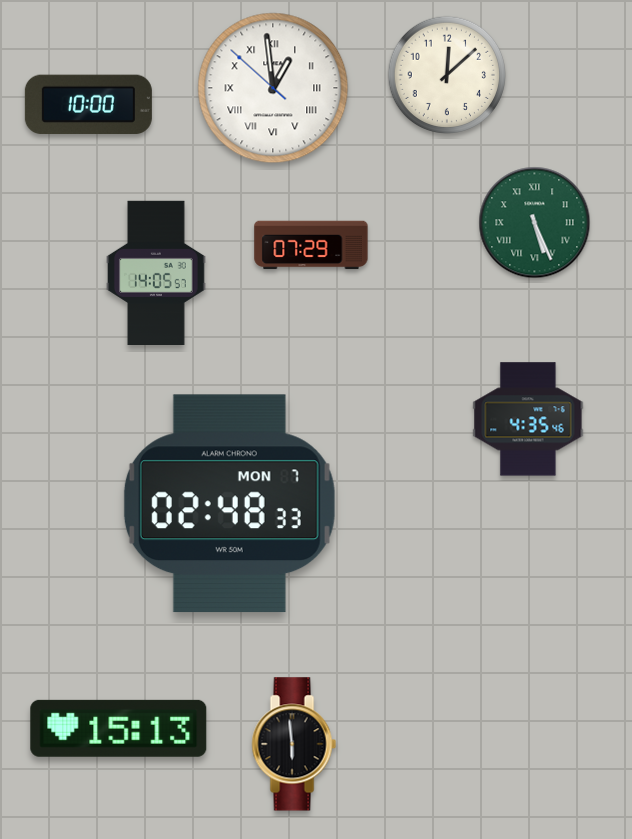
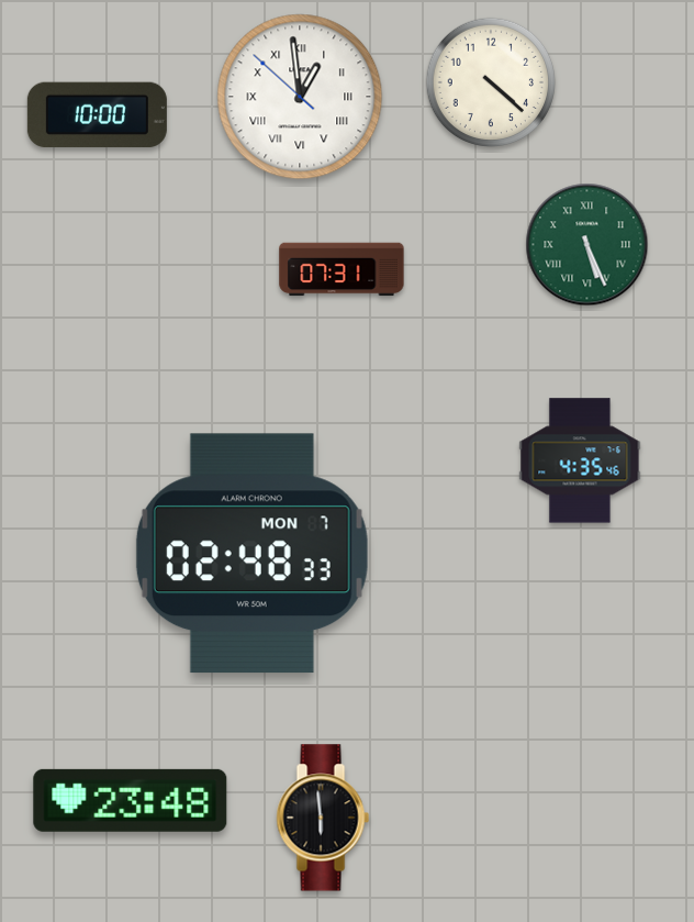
clock at (446, 74): 12:08 -> 4:22
clock at (311, 245): 07:29 -> 07:31
clock at (157, 272): 14:05 -> none
clock at (119, 728): 15:13 -> 23:48
